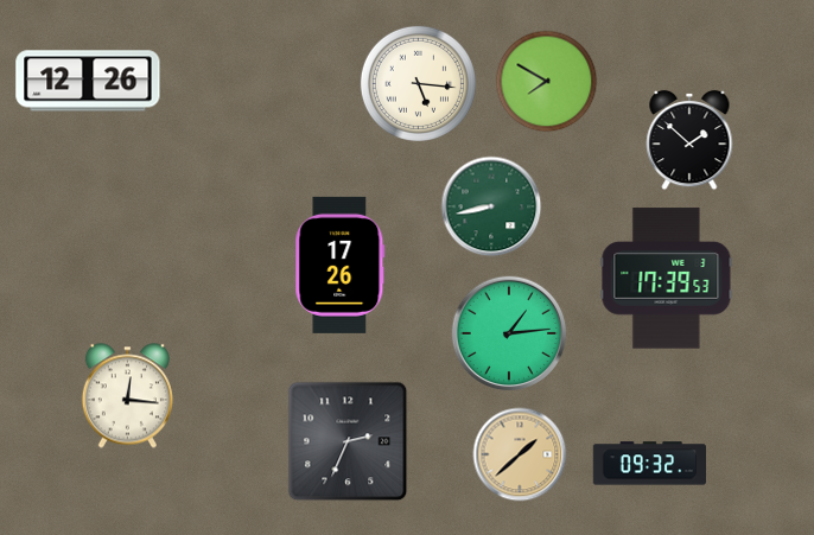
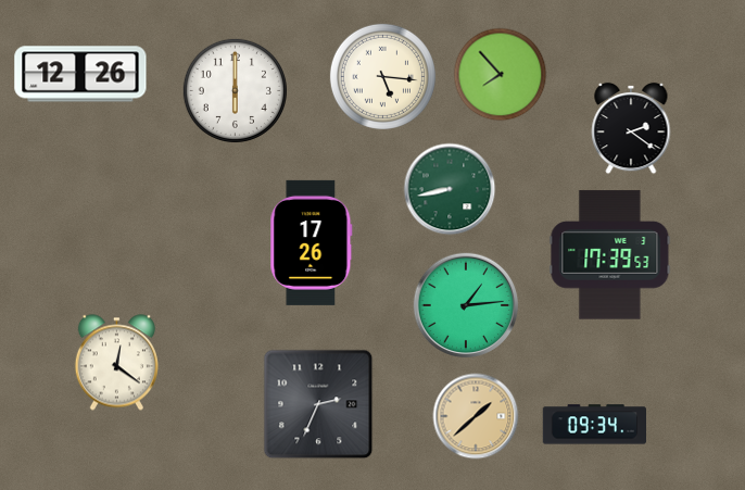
clock at (547, 82): 7:50 -> 7:53
clock at (235, 90): none -> 6:00
clock at (689, 140): 1:52 -> 2:21
clock at (127, 396): 12:16 -> 12:21
clock at (649, 464): 09:32 -> 09:34
